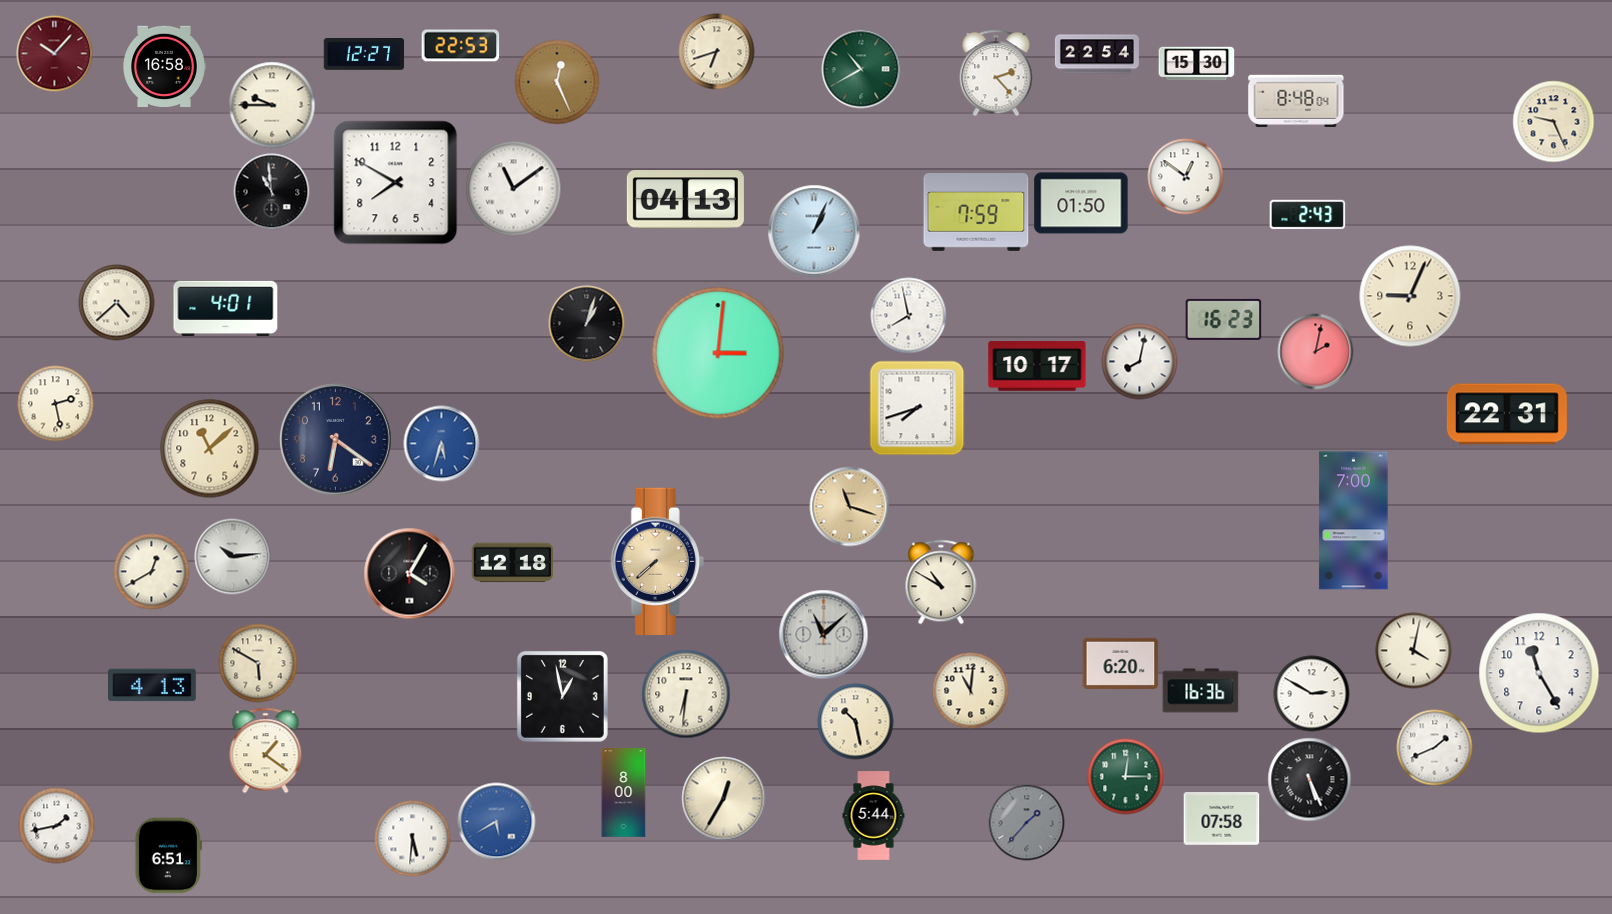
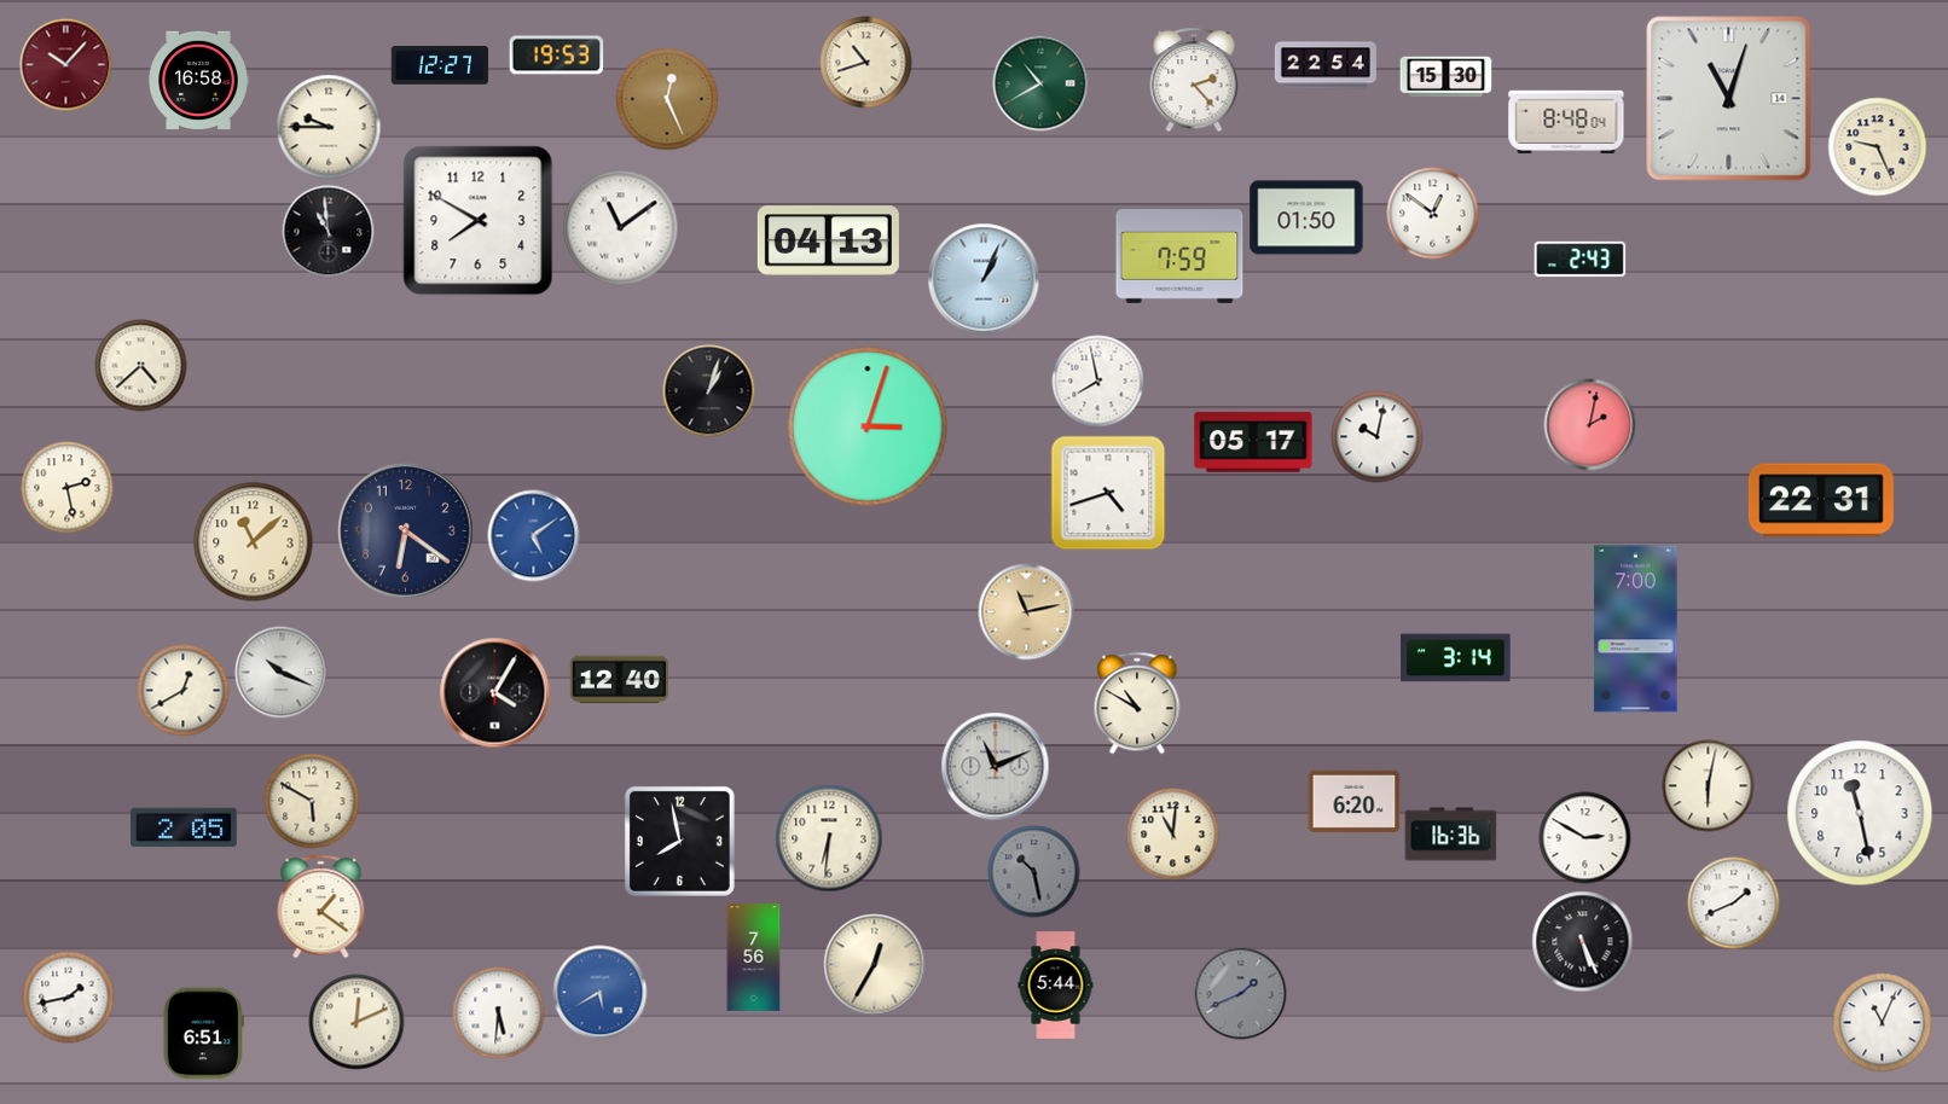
clock at (461, 46): 22:53 -> 19:53
clock at (717, 52): 6:42 -> 10:42
clock at (996, 73) position: (996, 73) -> (1194, 80)
clock at (557, 82) position: (557, 82) -> (667, 99)
clock at (1729, 99): none -> 11:03
clock at (1081, 203) position: (1081, 203) -> (1306, 217)
clock at (1410, 296): 9:04 -> none
clock at (226, 309): 4:01 -> none
clock at (1224, 319): 16:23 -> none
clock at (718, 353): 3:01 -> 3:03
clock at (1140, 362): 8:02 -> 10:02
clock at (1037, 366): 10:17 -> 05:17
clock at (917, 408): 7:42 -> 4:42
clock at (442, 444): 5:33 -> 5:09
clock at (850, 507): 11:18 -> 11:13
clock at (1456, 658): none -> 3:14
clock at (233, 557): 10:14 -> 10:19
clock at (657, 561): 7:38 -> none
clock at (512, 563): 12:18 -> 12:40
clock at (824, 635): 11:08 -> 11:11
clock at (1414, 651): 4:02 -> 6:02
clock at (1539, 673): 11:25 -> 11:28
clock at (153, 685): 4:13 -> 2:05
clock at (562, 696): 12:58 -> 7:58
clock at (856, 722) dial: cream -> grey
clock at (1126, 777): 12:15 -> none
clock at (624, 793): 8:00 -> 7:56
clock at (1222, 819): 07:58 -> none
clock at (1027, 823): 1:37 -> 1:41
clock at (356, 1022): none -> 12:11
clock at (1883, 1023): none -> 11:04
